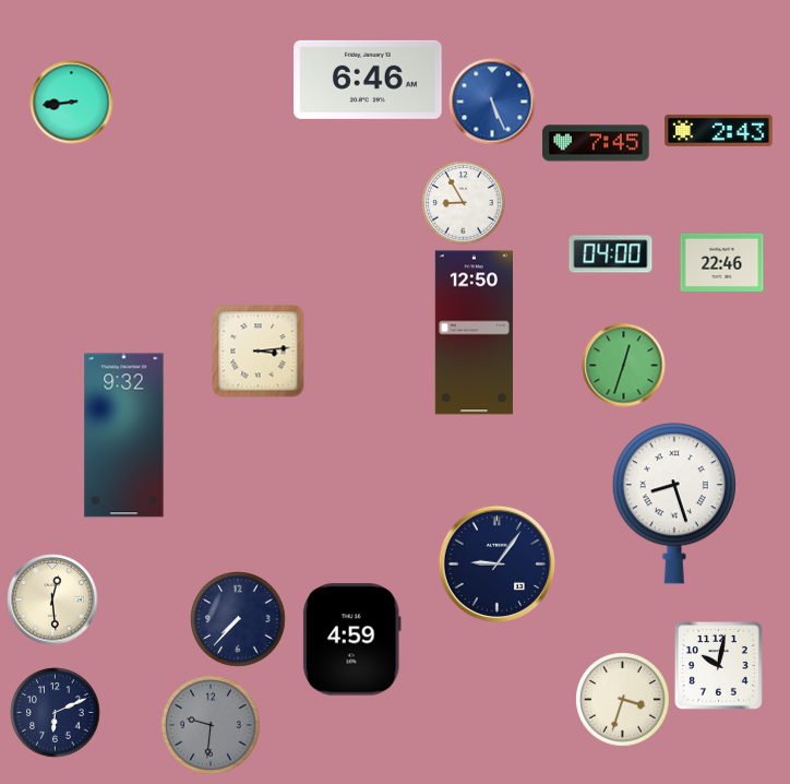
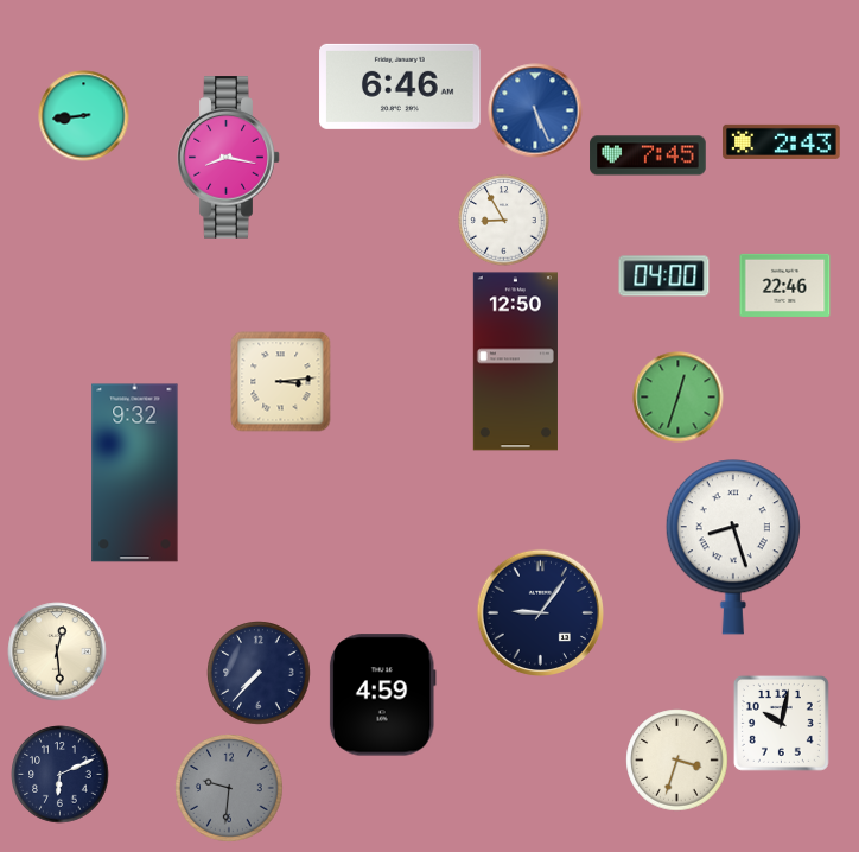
clock at (72, 103) position: (72, 103) -> (84, 116)
clock at (229, 158): none -> 8:17
